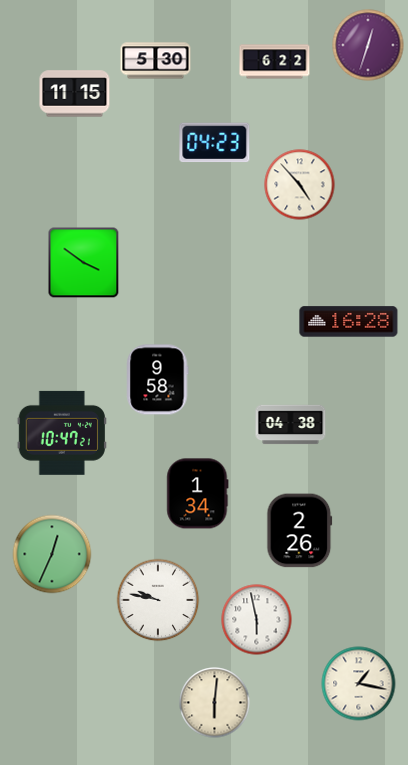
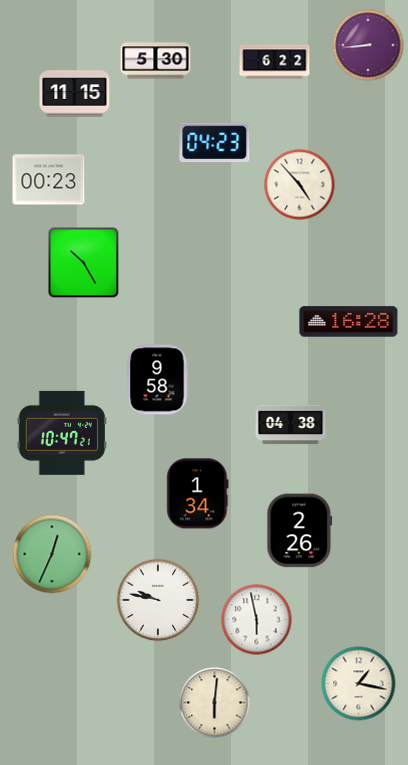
clock at (368, 45): 12:33 -> 8:44
clock at (49, 180): none -> 00:23
clock at (84, 263): 3:51 -> 10:25
